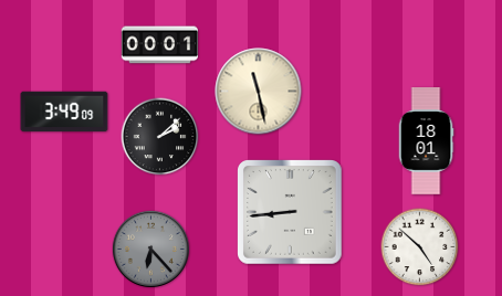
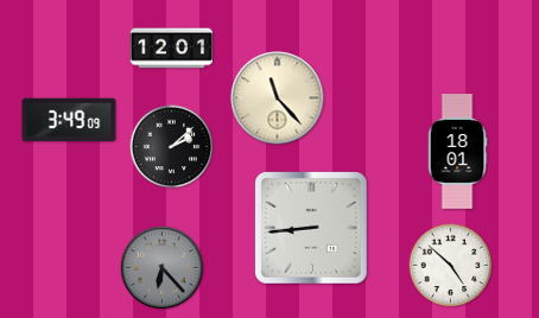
clock at (159, 45): 00:01 -> 12:01
clock at (259, 92): 11:28 -> 11:23
